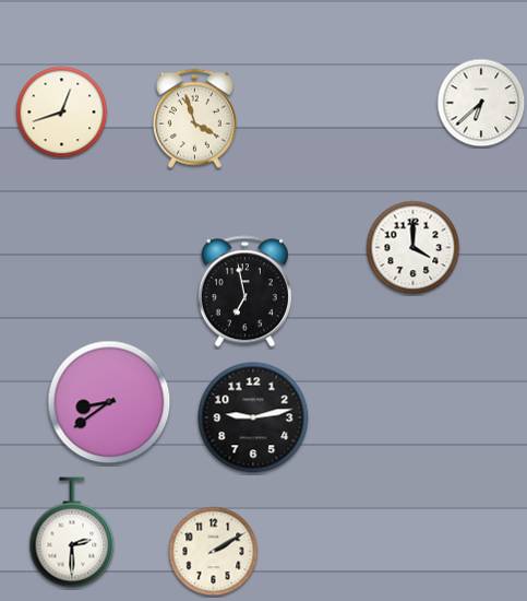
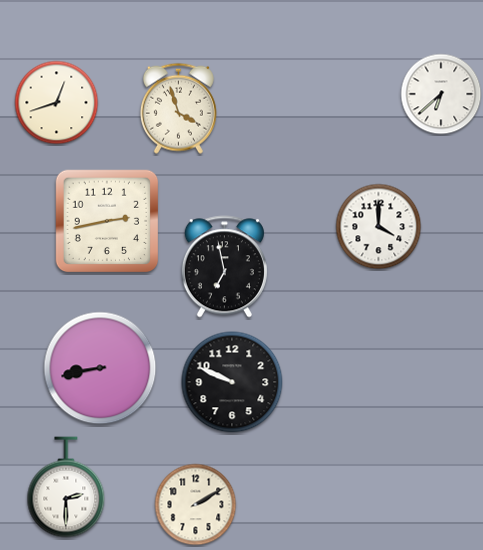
clock at (107, 221): none -> 2:43
clock at (109, 402): 8:39 -> 8:43
clock at (253, 417): 9:13 -> 9:49
